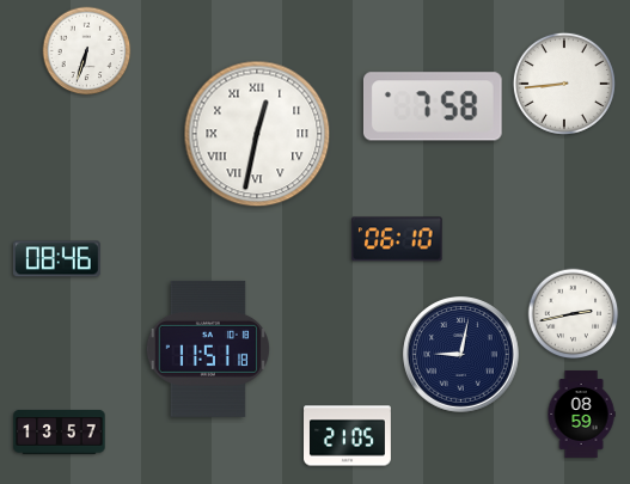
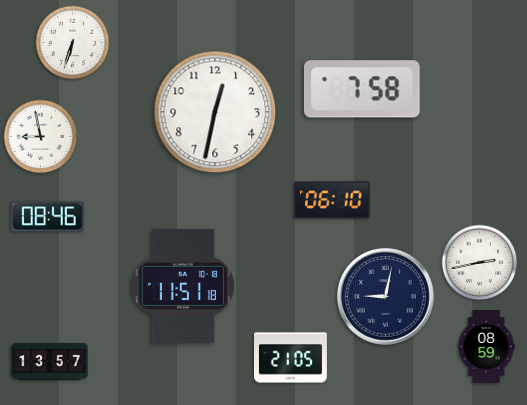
clock at (564, 84): 8:44 -> none
clock at (257, 134) numerals: Roman -> Arabic
clock at (41, 137): none -> 8:58
clock at (207, 349) position: (207, 349) -> (182, 286)
clock at (348, 436) position: (348, 436) -> (291, 358)
